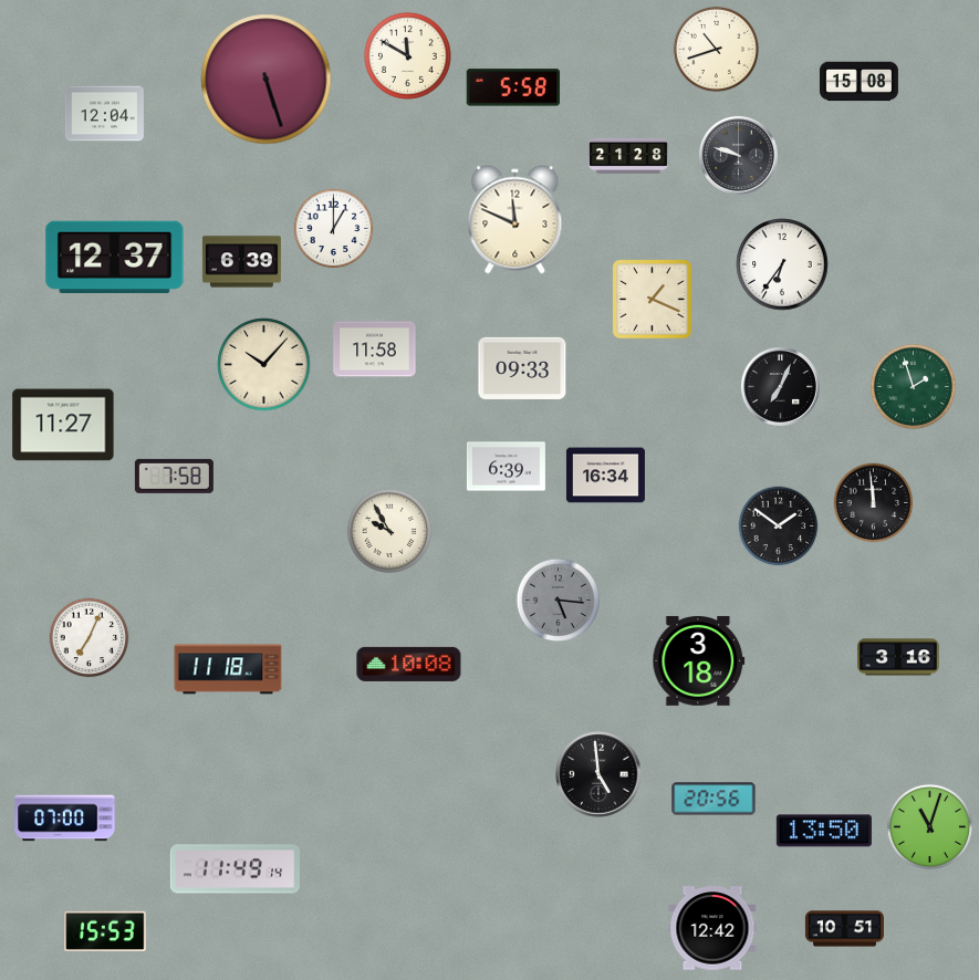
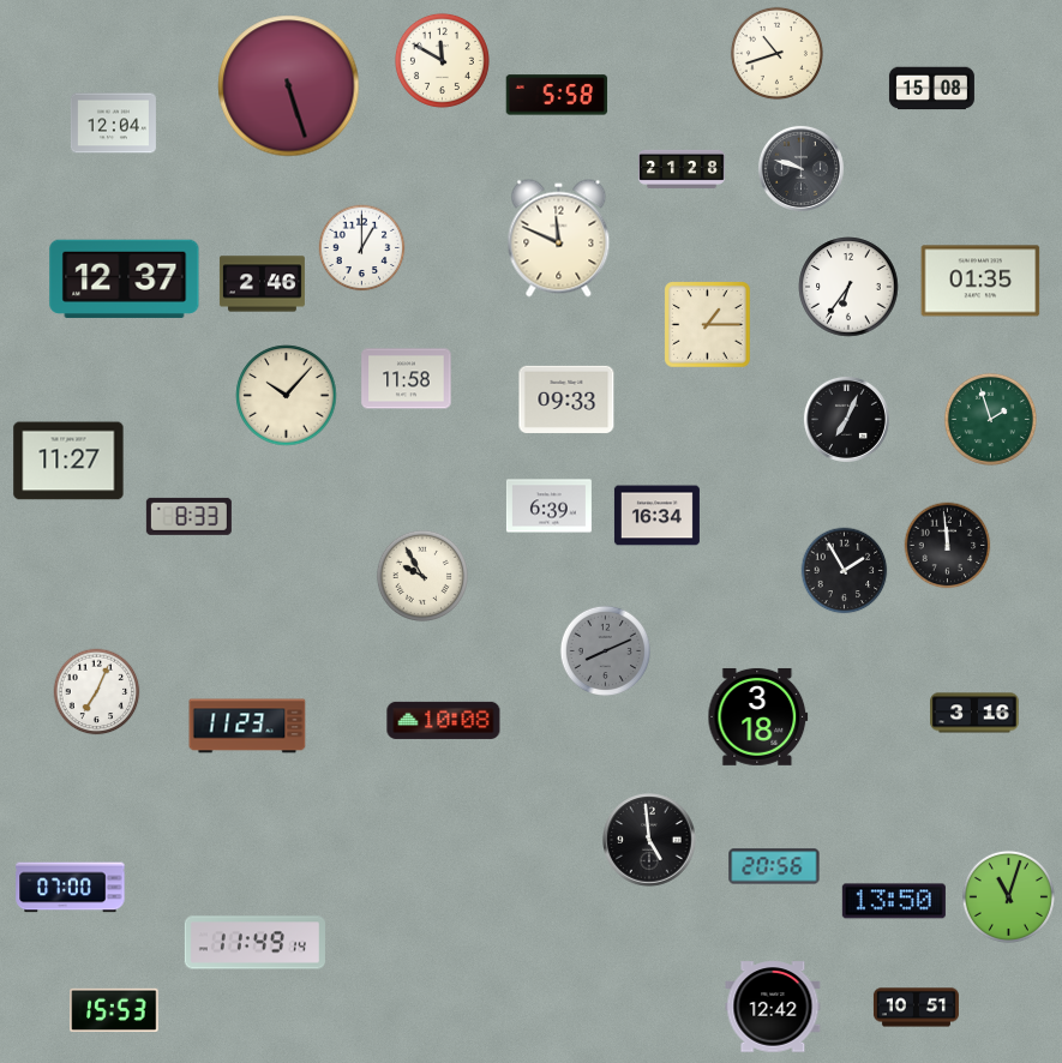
clock at (980, 281): none -> 01:35
clock at (241, 262): 6:39 -> 2:46
clock at (653, 300): 1:19 -> 1:15
clock at (174, 476): 7:58 -> 8:33
clock at (779, 527): 1:51 -> 1:55
clock at (558, 600): 5:16 -> 8:11
clock at (228, 669): 11:18 -> 11:23
